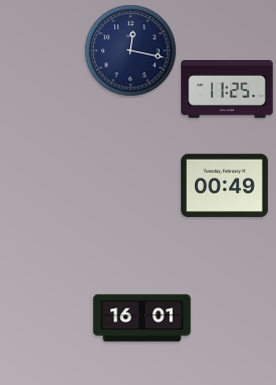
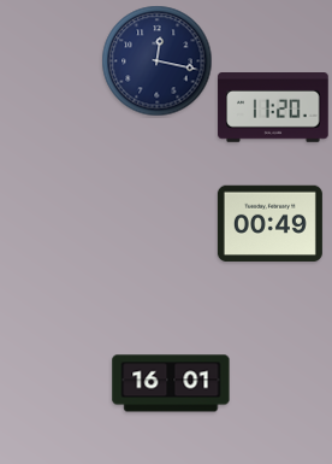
clock at (227, 90): 11:25 -> 11:20
